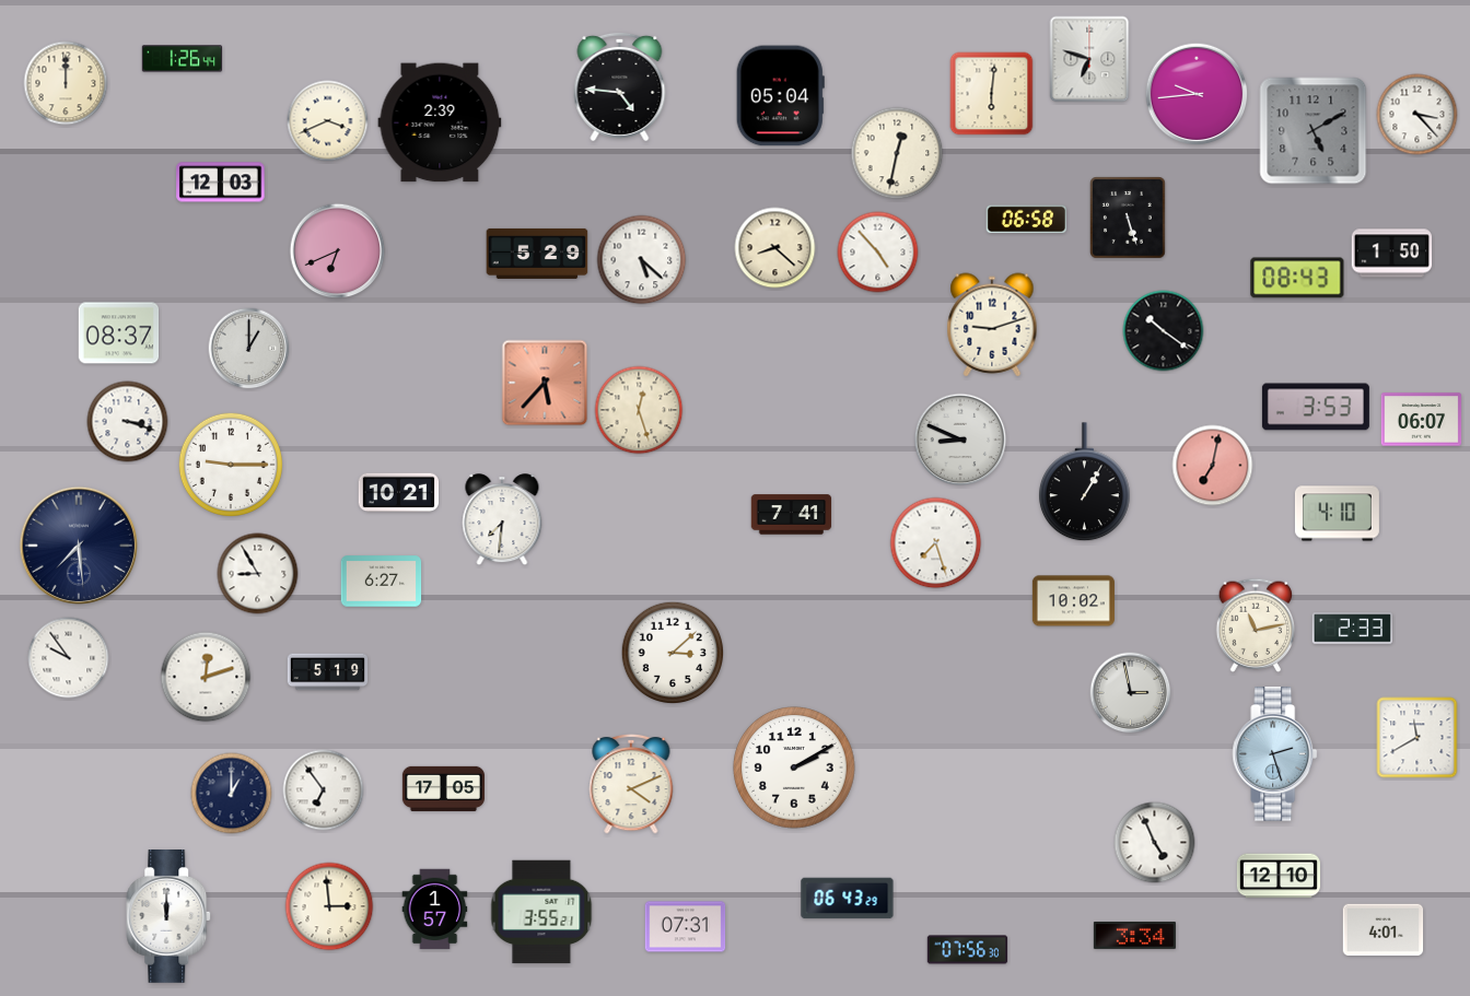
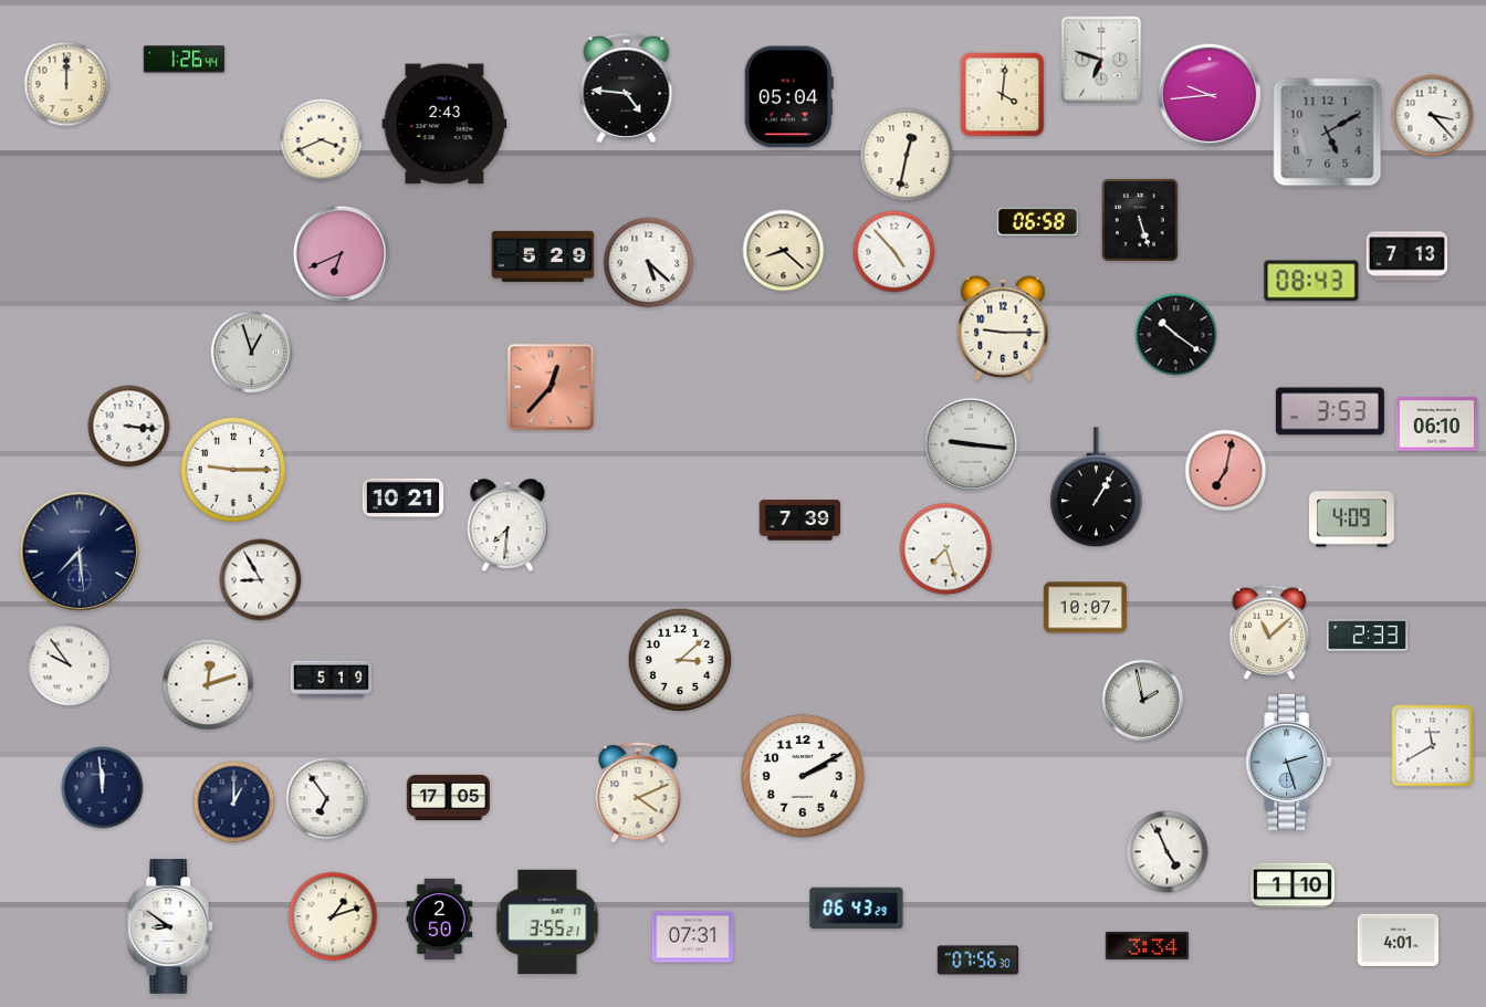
clock at (992, 94): 6:01 -> 4:01
clock at (328, 121) position: (328, 121) -> (322, 140)
clock at (440, 122): 2:39 -> 2:43
clock at (221, 183): 12:03 -> none
clock at (878, 253) position: (878, 253) -> (894, 252)
clock at (1392, 254): 1:50 -> 7:13
clock at (992, 325): 9:12 -> 9:15
clock at (119, 333): 08:37 -> none
clock at (249, 349): 1:00 -> 12:57
clock at (545, 383): 5:37 -> 12:37
clock at (639, 410): 12:27 -> none
clock at (1422, 420): 06:07 -> 06:10
clock at (128, 422): 3:18 -> 3:16
clock at (960, 440): 8:49 -> 9:16
clock at (1337, 514): 4:10 -> 4:09
clock at (792, 515): 7:41 -> 7:39
clock at (382, 582): 6:27 -> none
clock at (1073, 601): 10:02 -> 10:07
clock at (1256, 625): 11:13 -> 11:08
clock at (1131, 693): 2:58 -> 1:58
clock at (103, 788): none -> 11:59
clock at (1279, 876): 12:10 -> 1:10
clock at (329, 906): 2:59 -> 1:12
clock at (435, 910): 1:57 -> 2:50
clock at (170, 917): 12:00 -> 8:51
